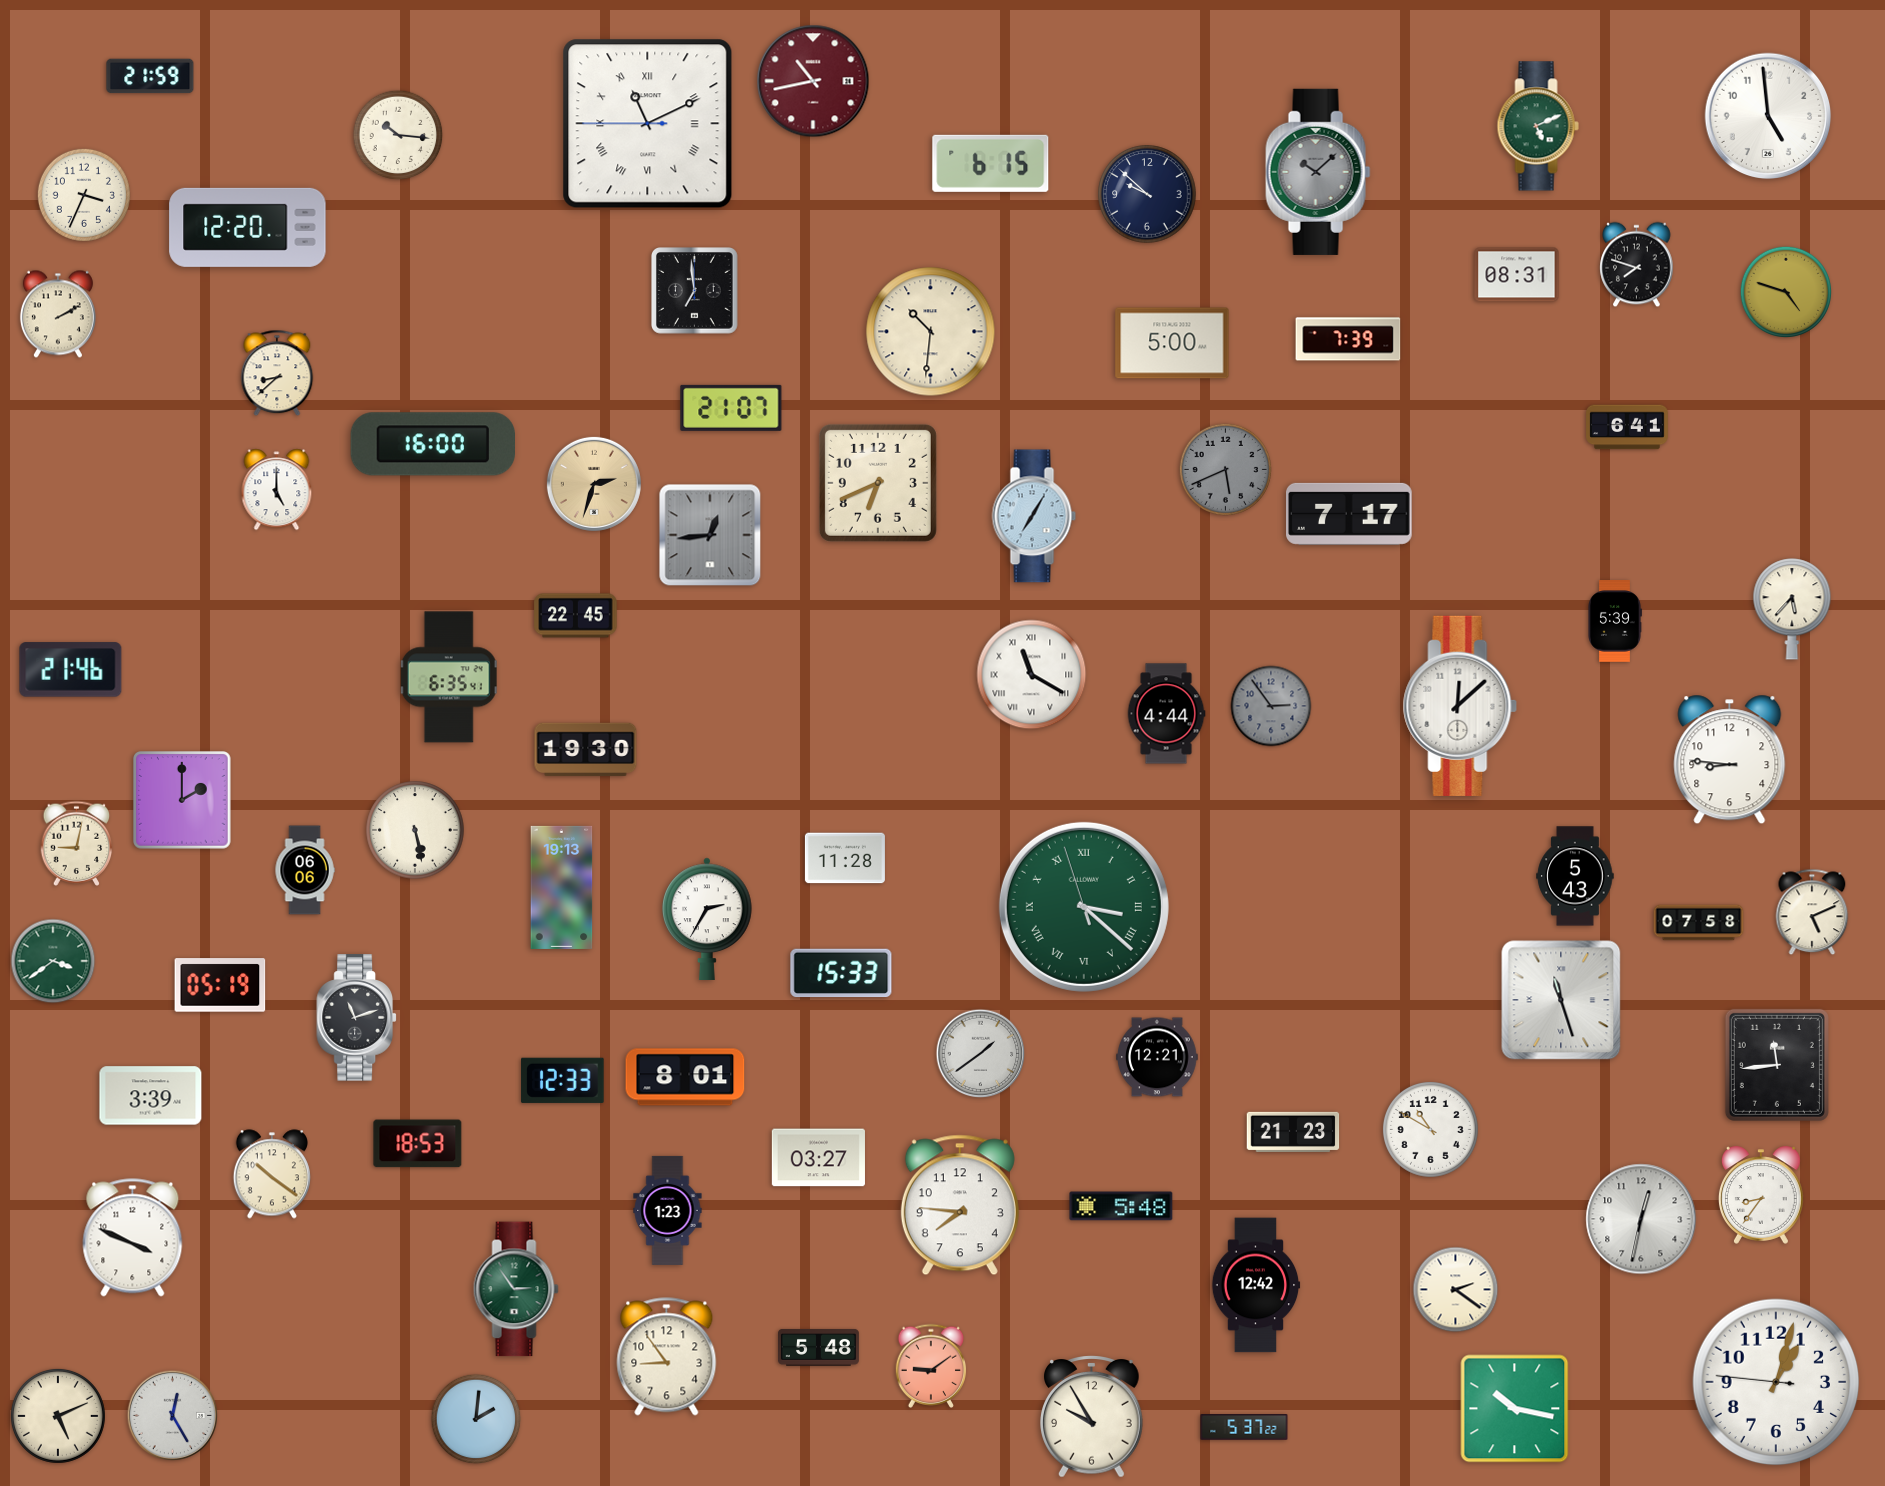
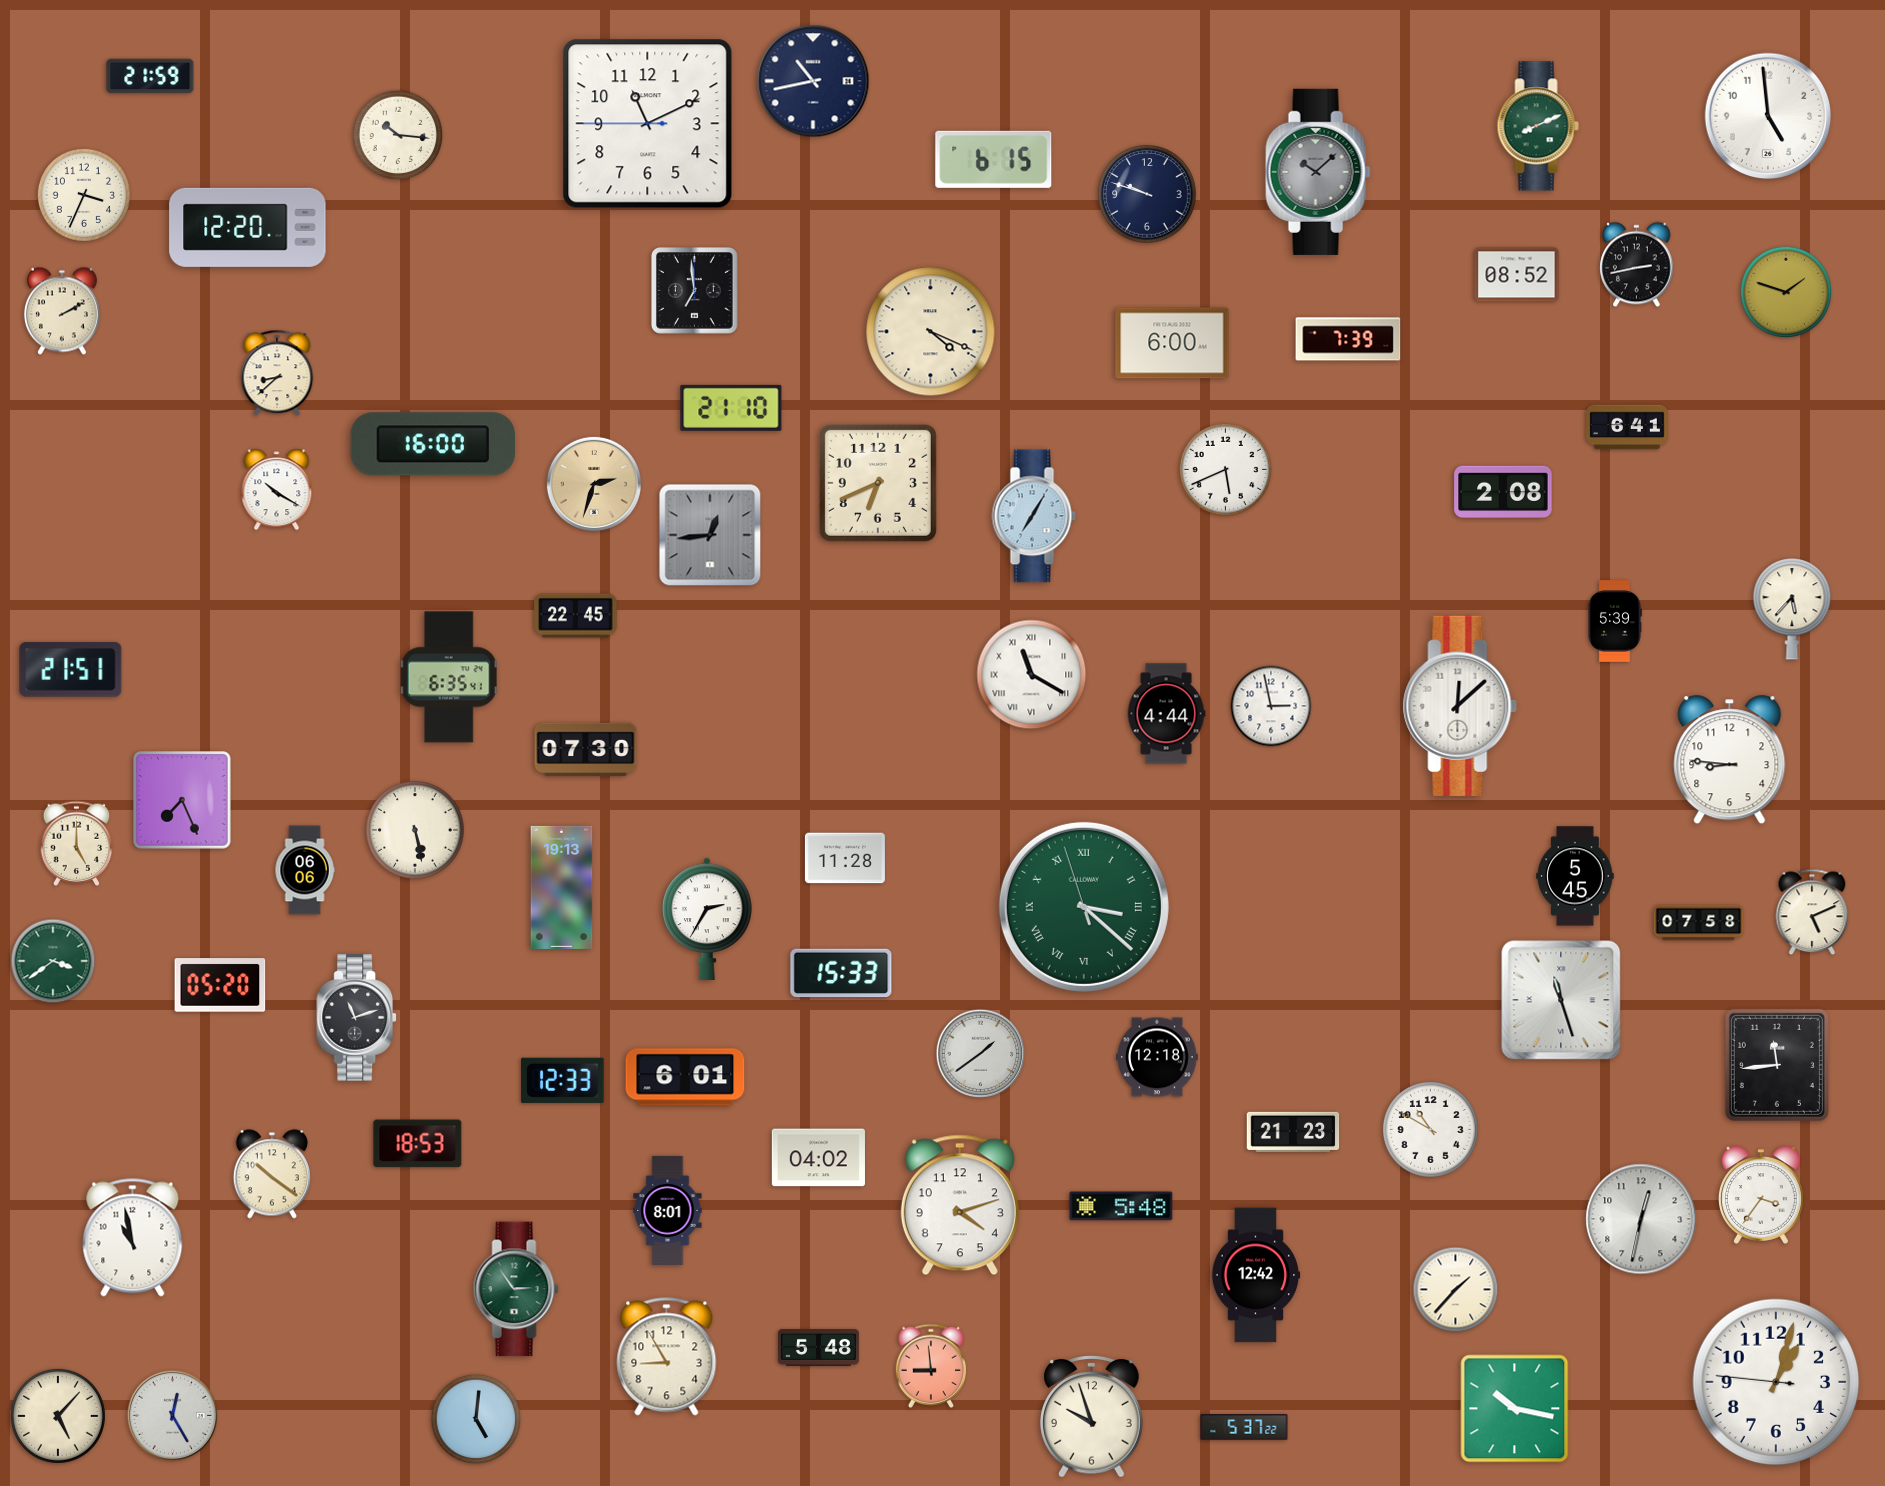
clock at (813, 81) dial: burgundy -> navy
clock at (648, 124) numerals: Roman -> Arabic
clock at (1538, 126): 5:11 -> 8:11
clock at (991, 163) position: (991, 163) -> (994, 159)
clock at (1147, 194): 9:52 -> 9:48
clock at (1637, 265): 7:48 -> 2:43
clock at (1517, 275): 08:31 -> 08:52
clock at (1785, 291): 4:48 -> 1:48
clock at (58, 314) position: (58, 314) -> (62, 311)
clock at (931, 332): 10:31 -> 4:19
clock at (1172, 343): 5:00 -> 6:00
clock at (731, 408): 21:07 -> 21:10
clock at (1225, 469) dial: grey -> white
clock at (277, 490): 5:00 -> 10:20
clock at (1503, 492): none -> 2:08
clock at (1350, 514): 7:17 -> none
clock at (71, 670): 21:46 -> 21:51
clock at (1271, 706): 2:54 -> 2:58
clock at (1271, 706) dial: grey -> white
clock at (586, 750): 19:30 -> 07:30
clock at (182, 800): 2:00 -> 7:26
clock at (77, 843): 9:02 -> 5:00
clock at (1575, 876): 5:43 -> 5:45
clock at (220, 985): 05:19 -> 05:20
clock at (1157, 1057): 12:21 -> 12:18
clock at (685, 1077): 8:01 -> 6:01
clock at (151, 1096): 3:39 -> none
clock at (818, 1158): 03:27 -> 04:02
clock at (1761, 1195): 8:36 -> 3:36
clock at (960, 1205): 7:46 -> 4:12
clock at (668, 1210): 1:23 -> 8:01
clock at (133, 1238): 3:49 -> 10:58
clock at (1256, 1285) position: (1256, 1285) -> (1256, 1275)
clock at (1456, 1290): 2:21 -> 1:37
clock at (667, 1357): 8:54 -> 8:55
clock at (931, 1366): 9:09 -> 8:59
clock at (58, 1416): 5:11 -> 5:07
clock at (1092, 1417): 9:55 -> 9:57
clock at (476, 1419): 2:01 -> 5:01
